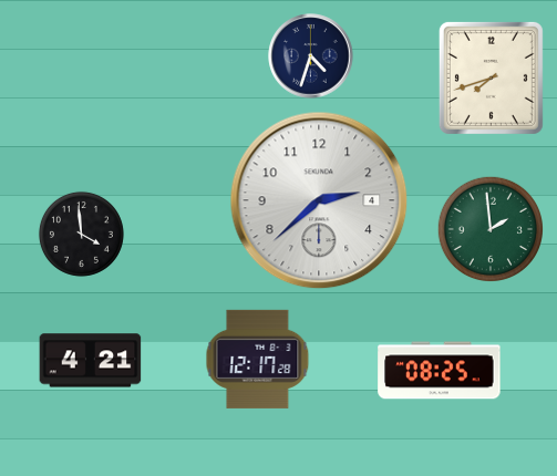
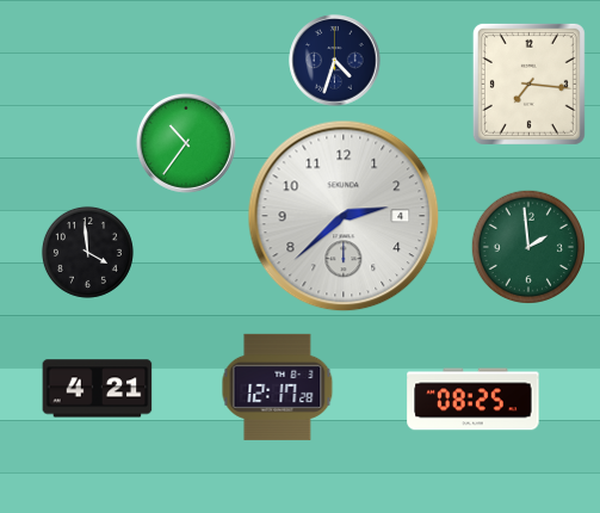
clock at (491, 77): 7:42 -> 7:16
clock at (186, 143): none -> 10:36
